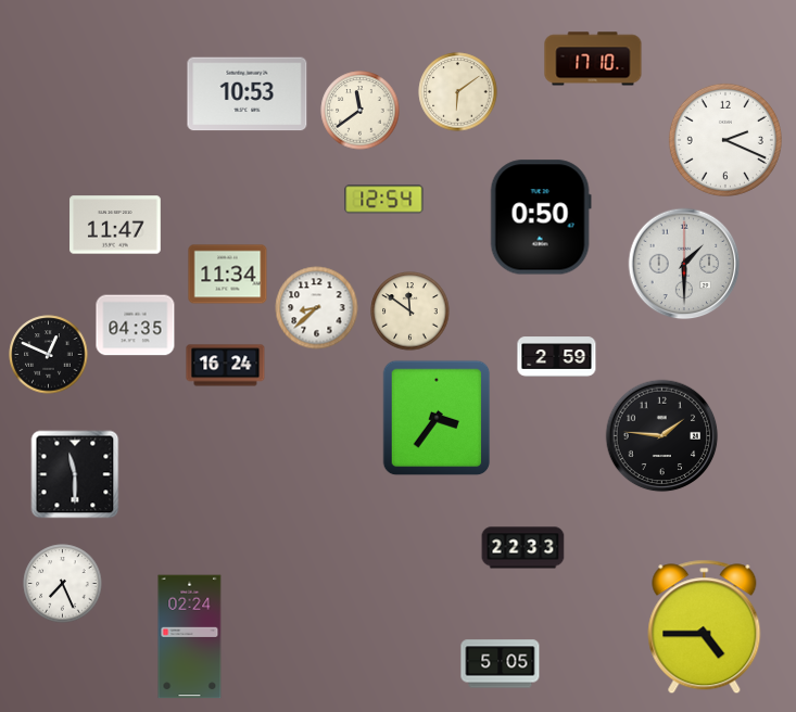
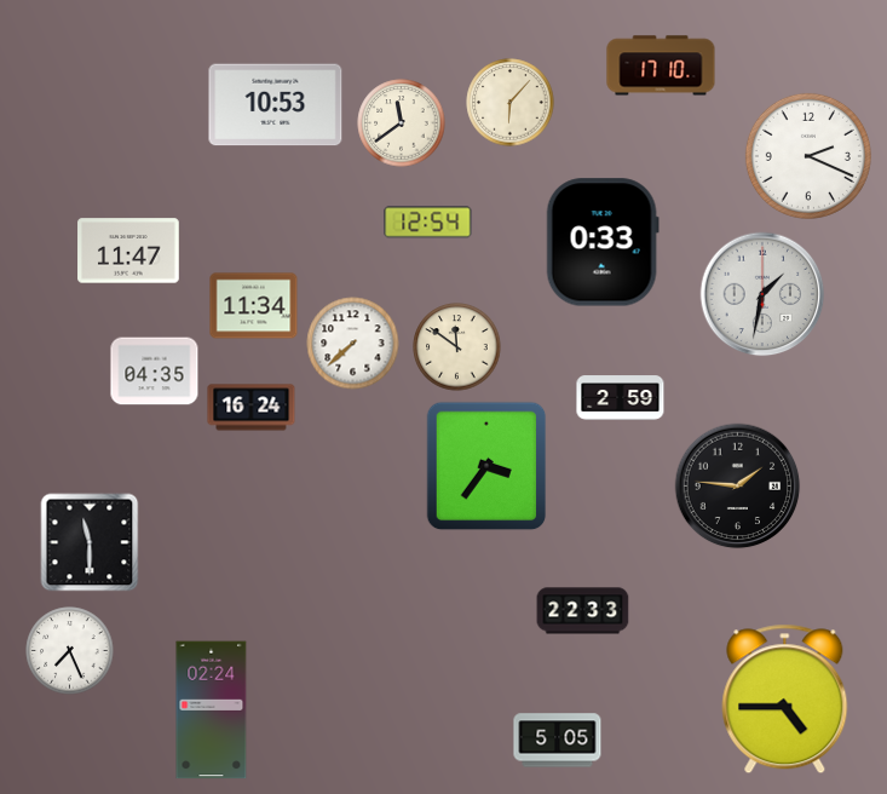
clock at (458, 92): 6:09 -> 6:07
clock at (541, 217): 0:50 -> 0:33
clock at (684, 264): 1:30 -> 1:32
clock at (317, 308): 8:38 -> 7:38
clock at (136, 326) position: (136, 326) -> (155, 372)
clock at (49, 355): 12:49 -> none
clock at (75, 474) position: (75, 474) -> (90, 542)
